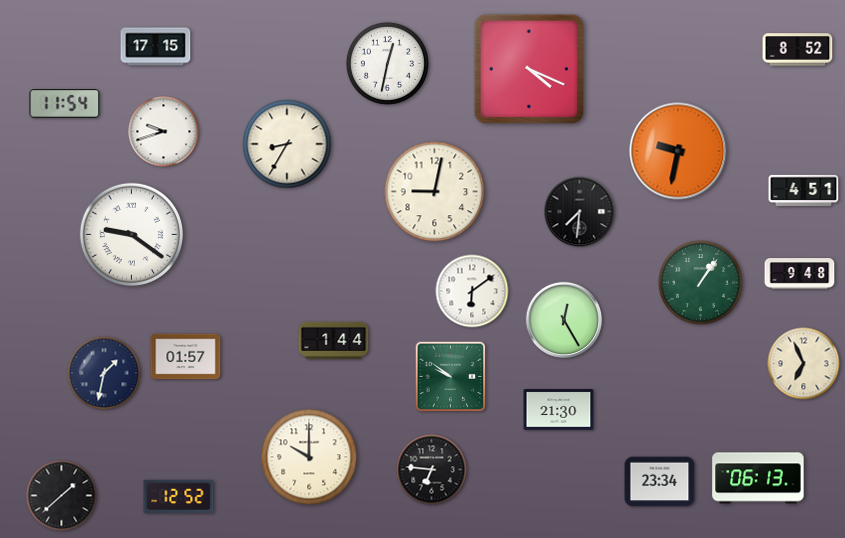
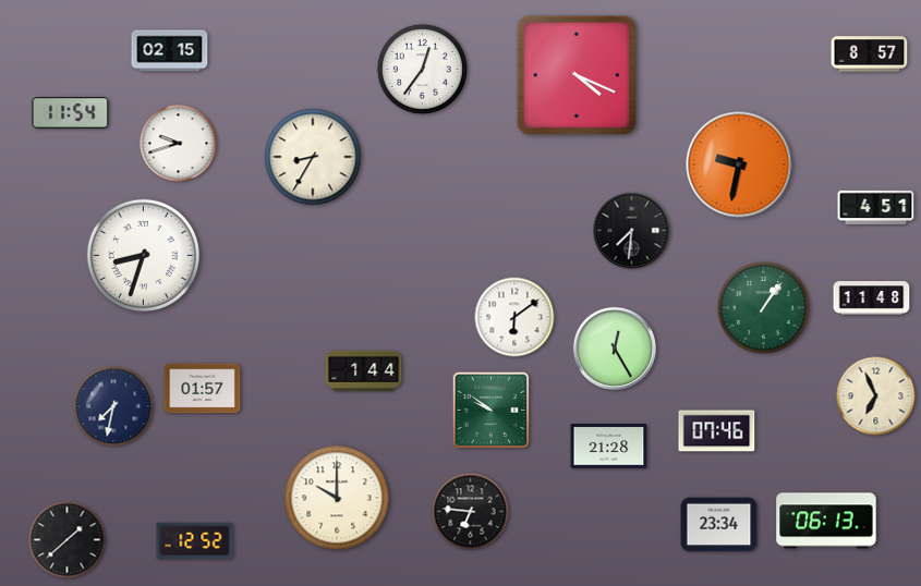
clock at (156, 47): 17:15 -> 02:15
clock at (798, 50): 8:52 -> 8:57
clock at (387, 63): 12:32 -> 12:36
clock at (435, 192): 9:02 -> none
clock at (131, 234): 9:21 -> 8:33
clock at (800, 274): 9:48 -> 11:48
clock at (104, 373): 1:32 -> 7:32
clock at (717, 431): none -> 07:46
clock at (559, 410): 21:30 -> 21:28
